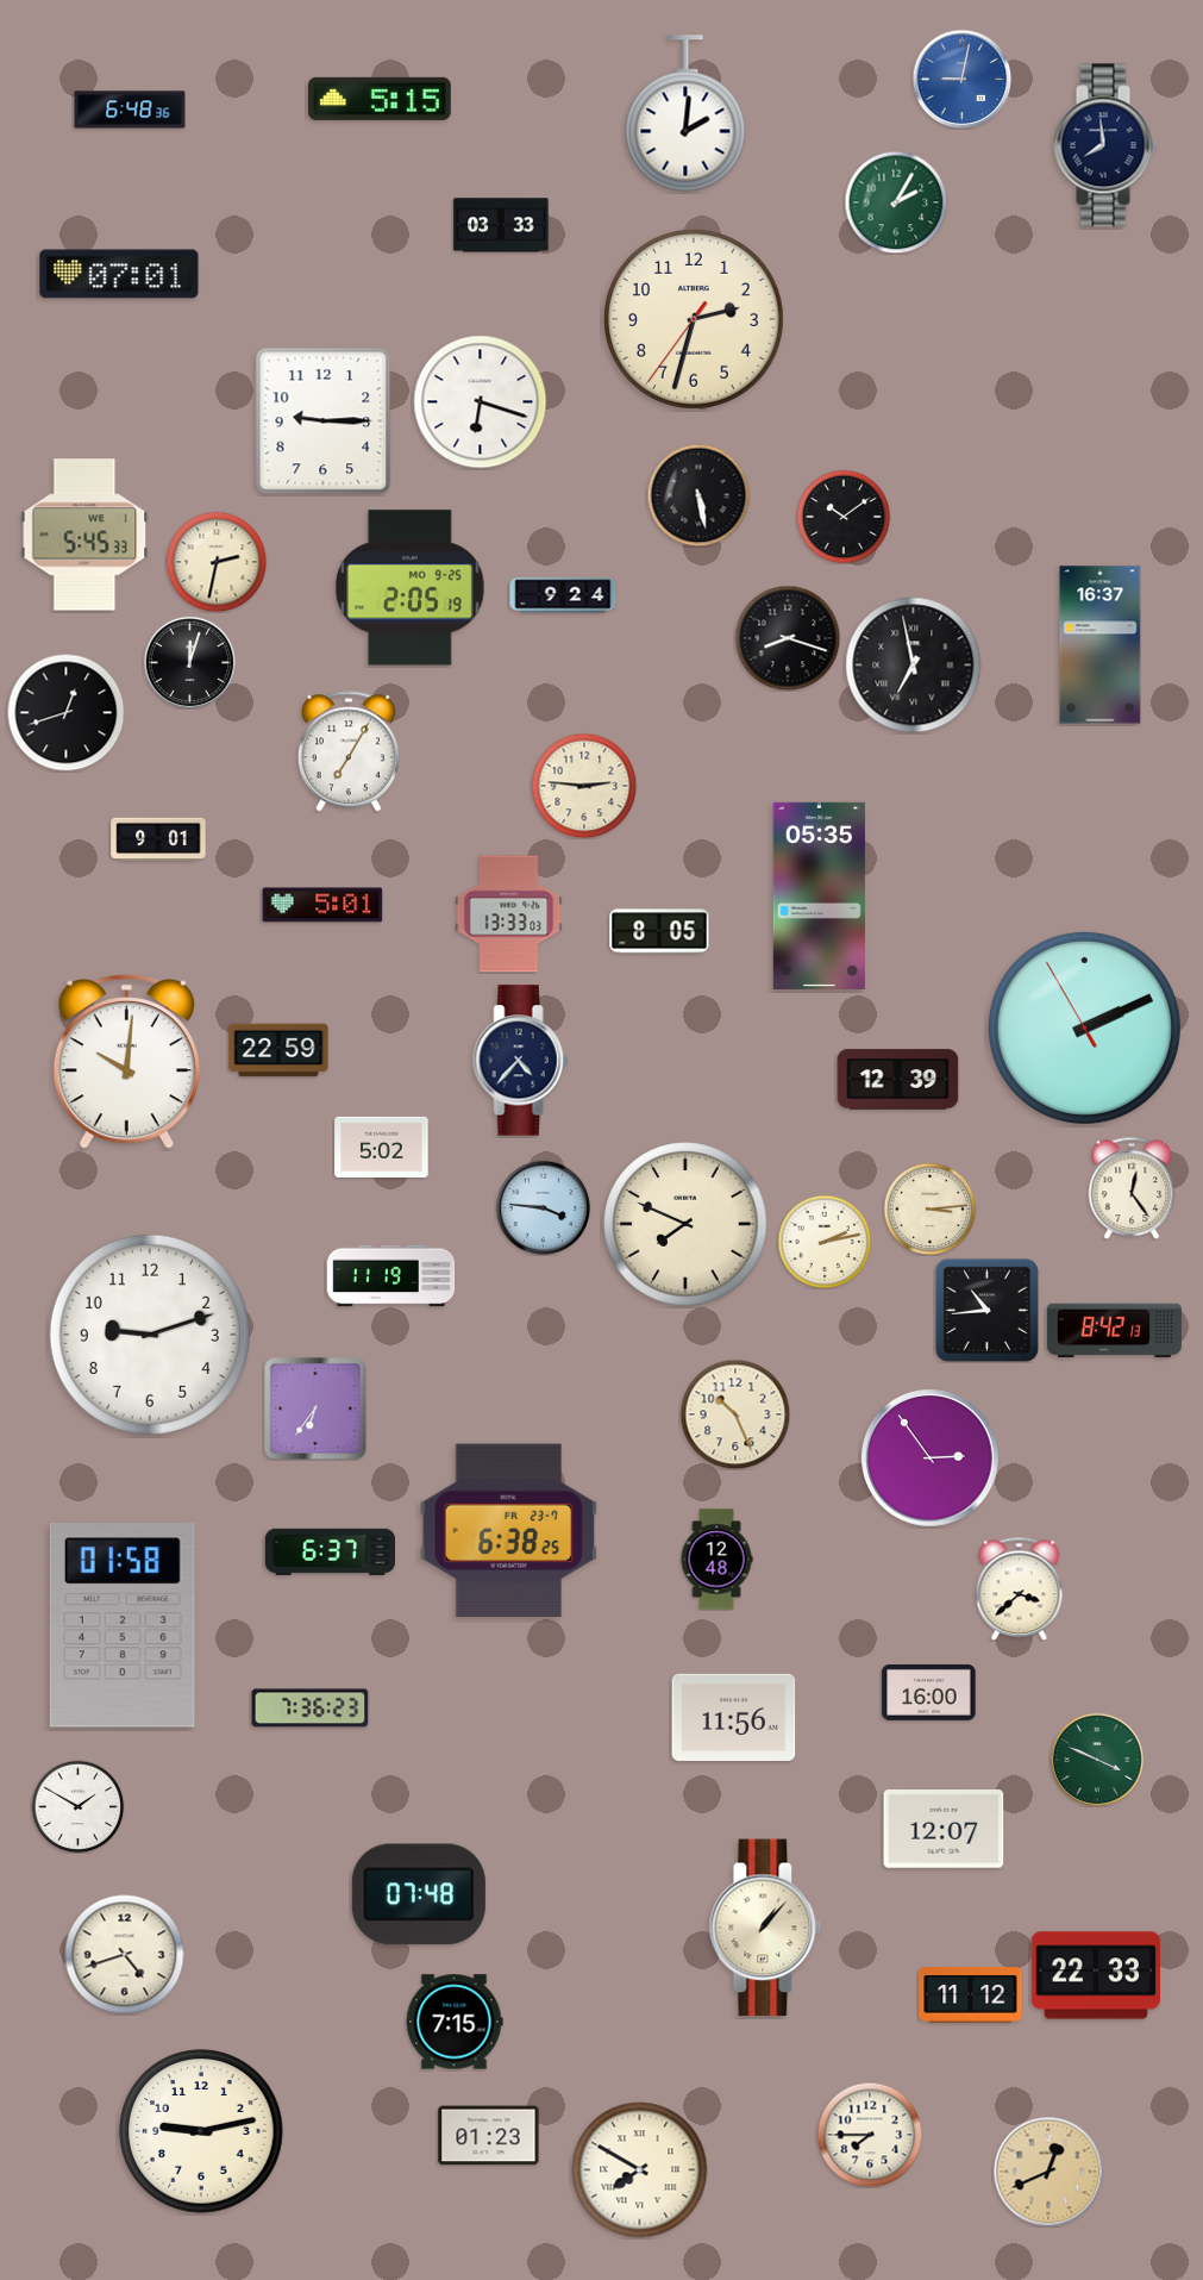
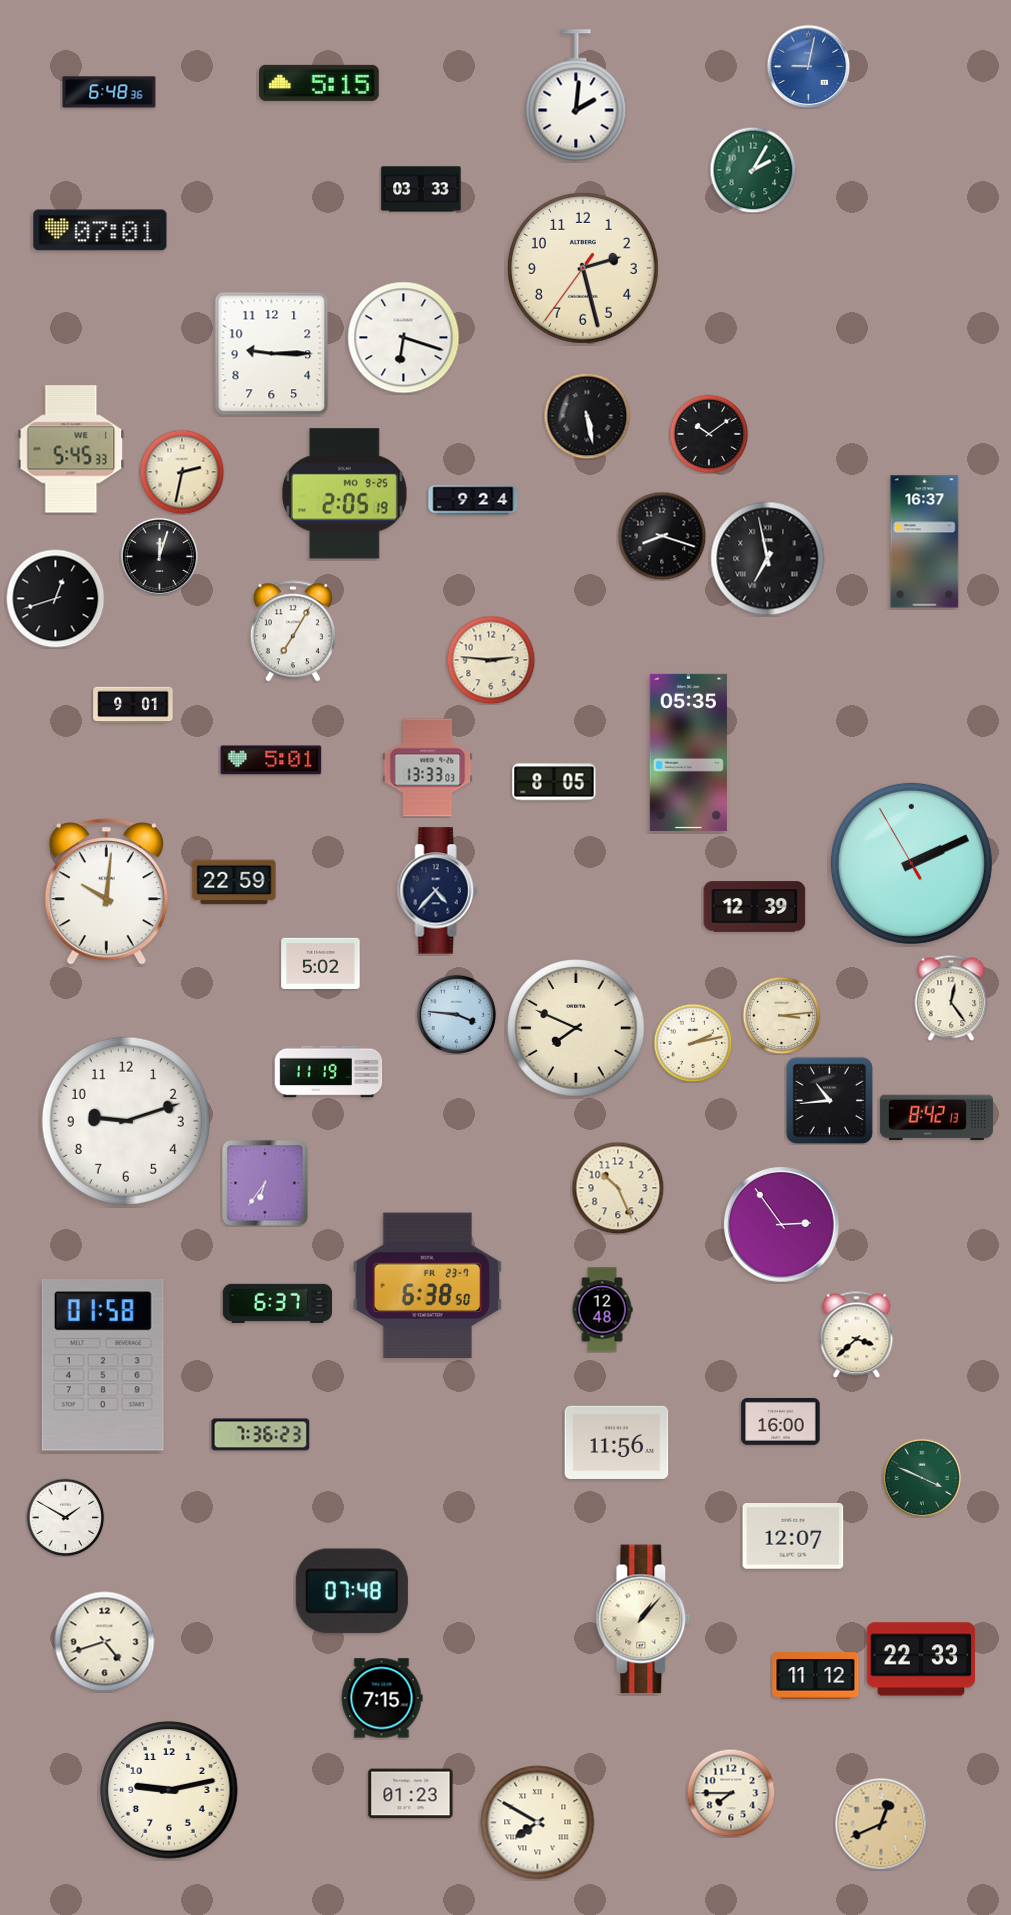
clock at (1105, 145): 7:59 -> none
clock at (694, 319): 2:32 -> 2:27
clock at (509, 1530): 6:38:25 -> 6:38:50
